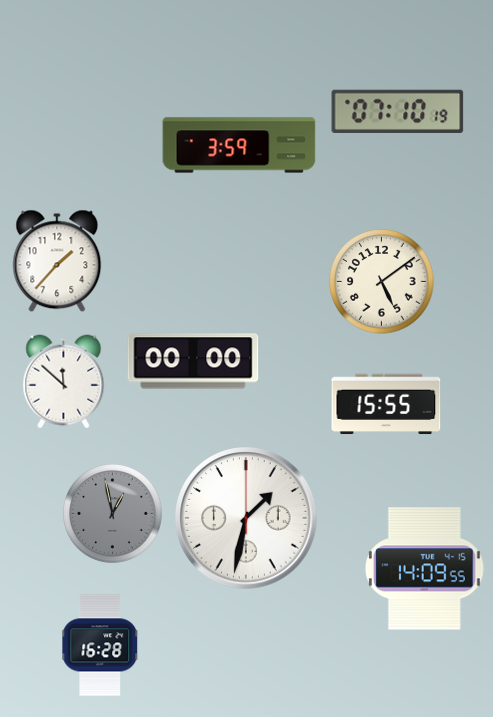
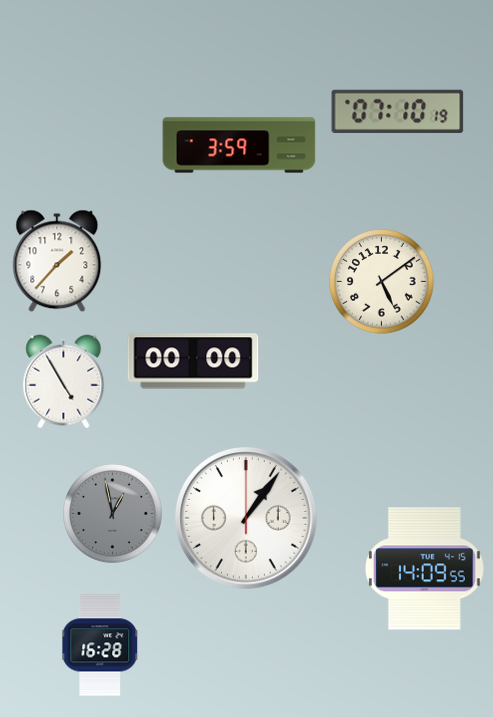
clock at (64, 382): 11:52 -> 4:55
clock at (386, 404): 15:55 -> none
clock at (246, 518): 1:32 -> 1:06
